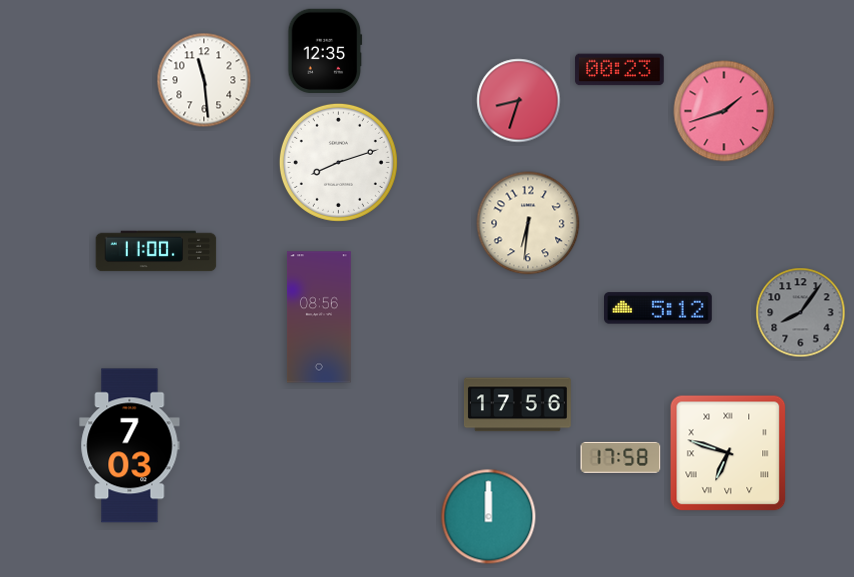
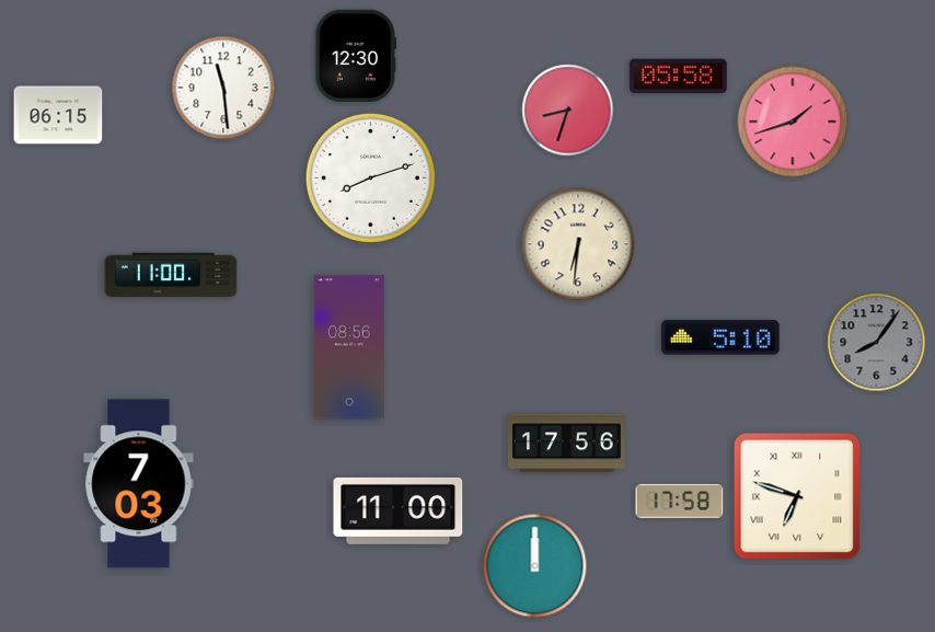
clock at (325, 50): 12:35 -> 12:30
clock at (620, 70): 00:23 -> 05:58
clock at (58, 115): none -> 06:15
clock at (659, 308): 5:12 -> 5:10
clock at (130, 446) position: (130, 446) -> (139, 484)
clock at (399, 510): none -> 11:00
